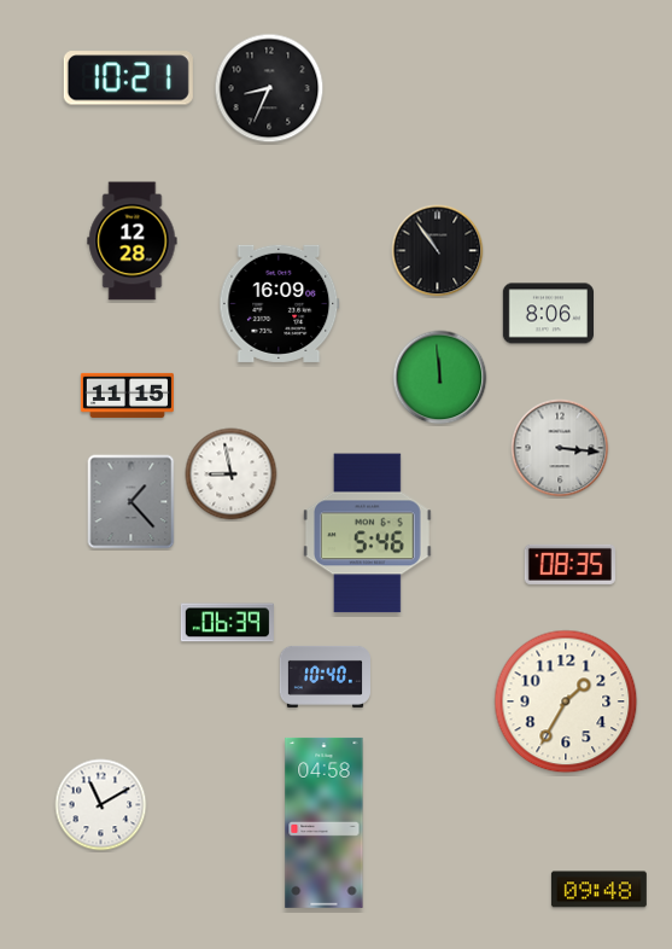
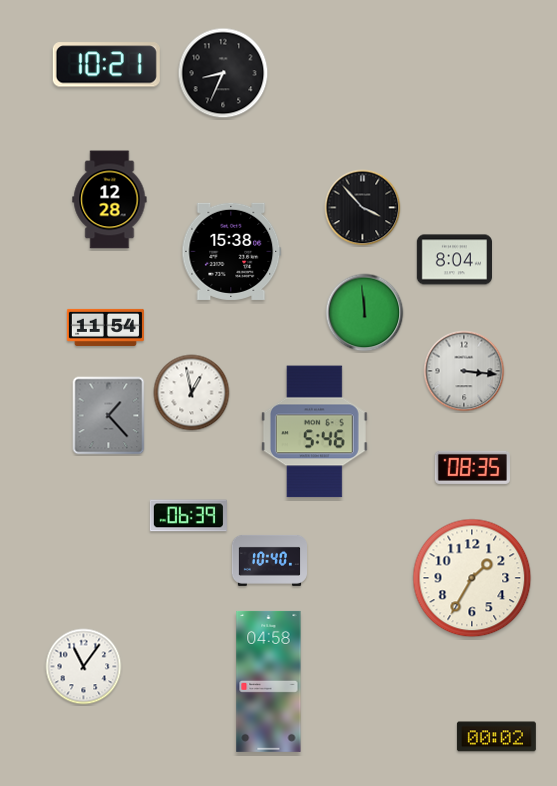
clock at (438, 251): 10:54 -> 3:53
clock at (280, 303): 16:09 -> 15:38
clock at (548, 314): 8:06 -> 8:04
clock at (127, 395): 11:15 -> 11:54
clock at (232, 474): 8:58 -> 12:58
clock at (367, 534) position: (367, 534) -> (314, 432)
clock at (566, 701) position: (566, 701) -> (472, 578)
clock at (101, 805): 11:10 -> 11:06
clock at (598, 890): 09:48 -> 00:02
